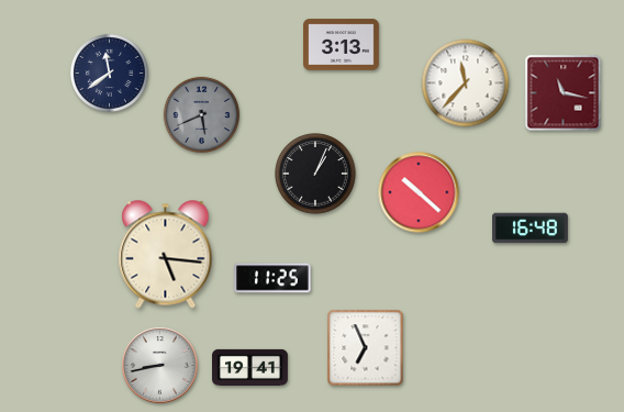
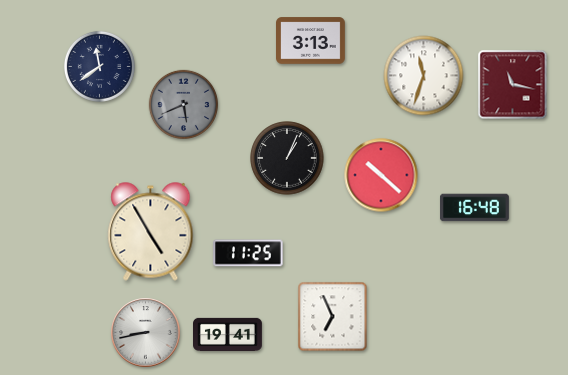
clock at (466, 83): 11:37 -> 11:33
clock at (531, 229) position: (531, 229) -> (475, 208)
clock at (166, 255): 5:16 -> 4:55
